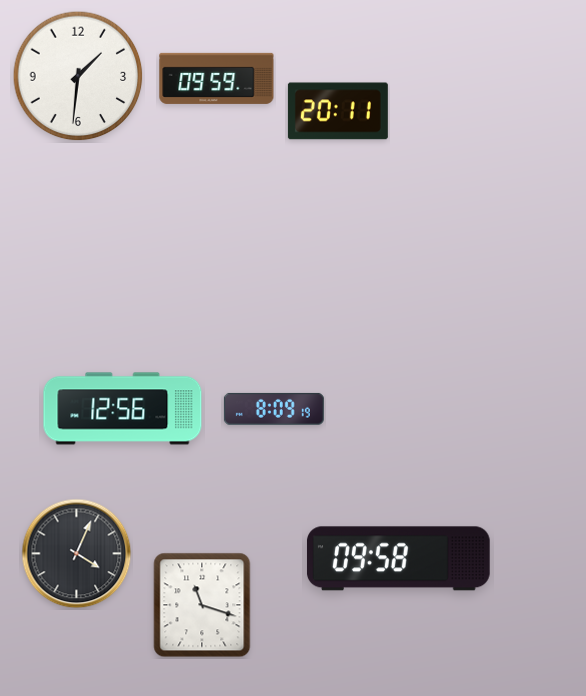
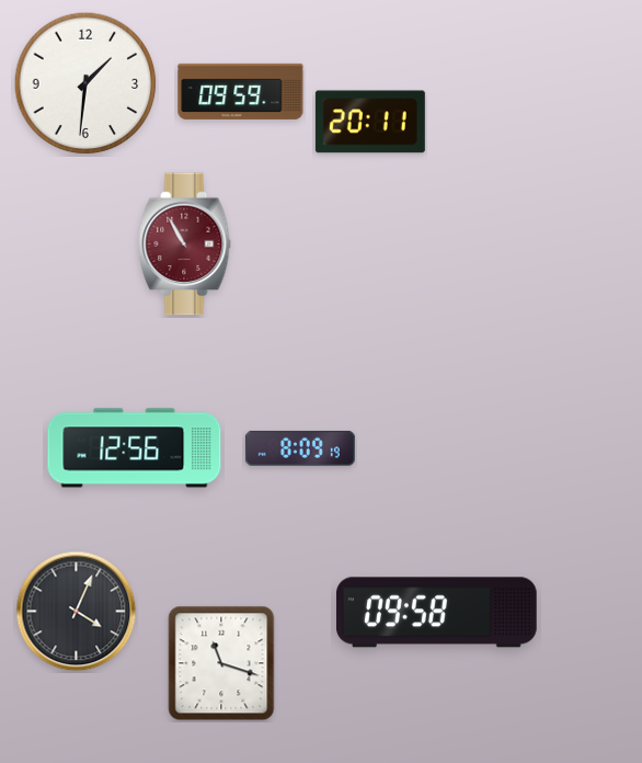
clock at (217, 78) position: (217, 78) -> (241, 91)
clock at (185, 244): none -> 10:55
clock at (77, 554) position: (77, 554) -> (77, 612)
